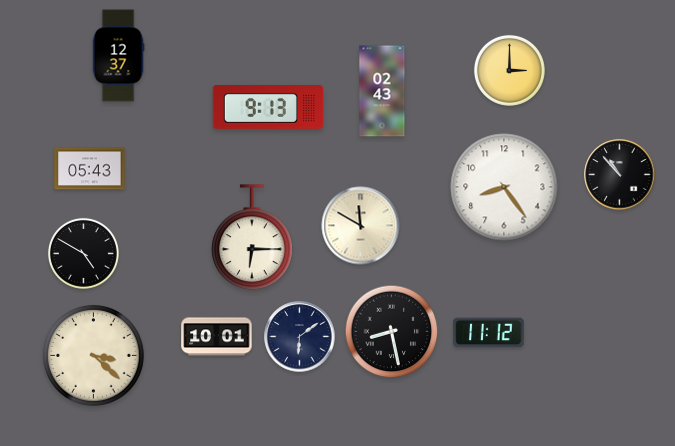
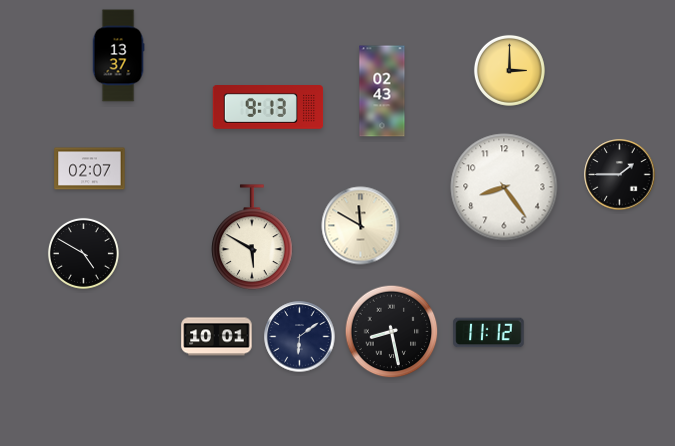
clock at (118, 56): 12:37 -> 13:37
clock at (90, 169): 05:43 -> 02:07
clock at (620, 175): 10:53 -> 1:45
clock at (252, 237): 6:15 -> 5:50
clock at (94, 356): 3:22 -> none
